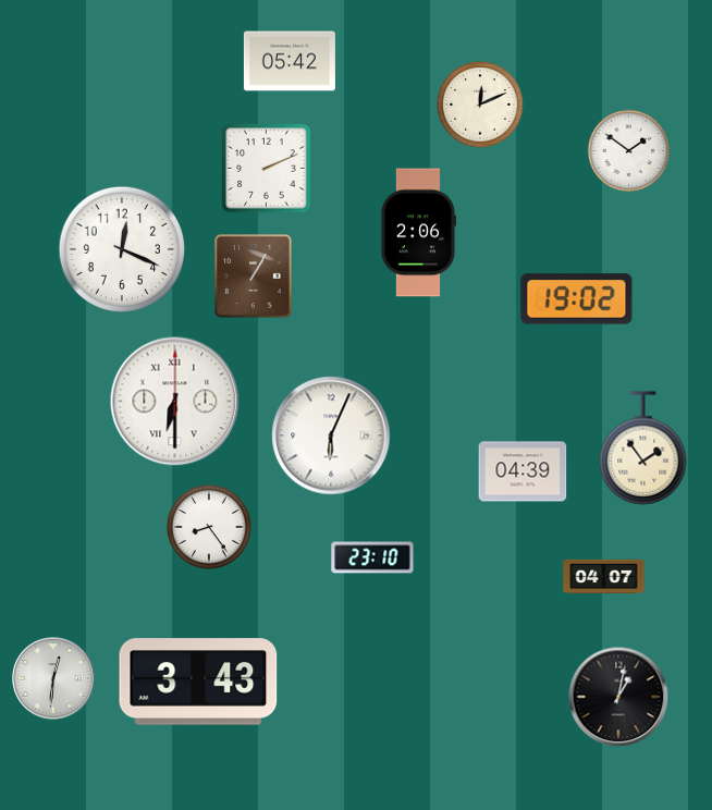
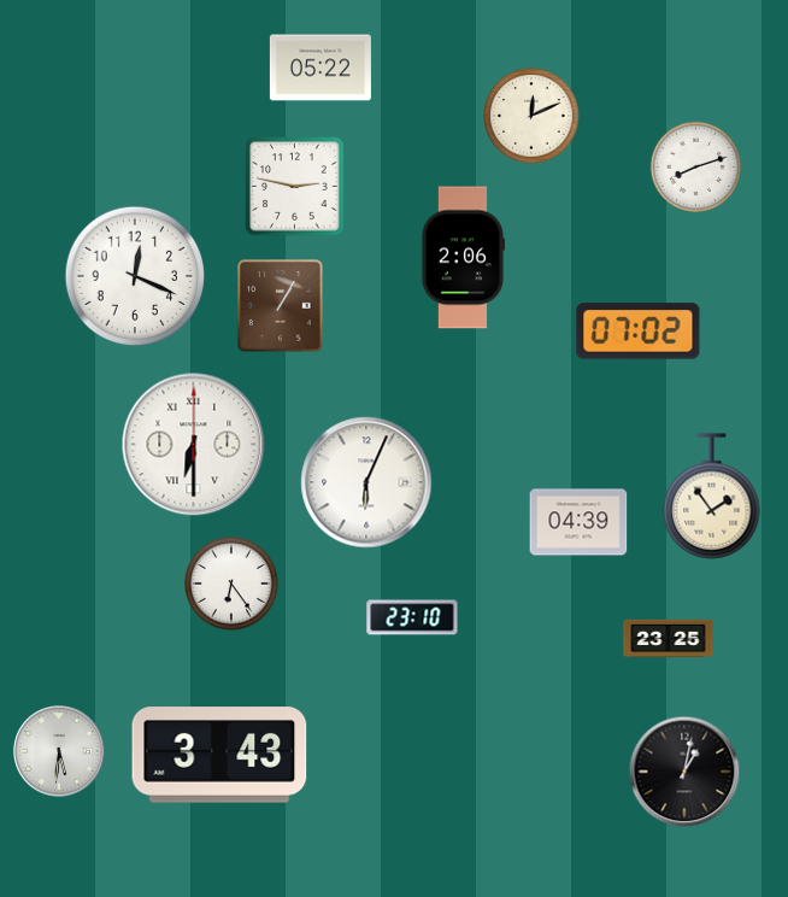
clock at (290, 61): 05:42 -> 05:22
clock at (628, 150): 1:51 -> 8:12
clock at (267, 169): 2:11 -> 2:47
clock at (577, 299): 19:02 -> 07:02
clock at (210, 528): 8:24 -> 6:24
clock at (604, 577): 04:07 -> 23:25
clock at (53, 678): 12:31 -> 5:31
